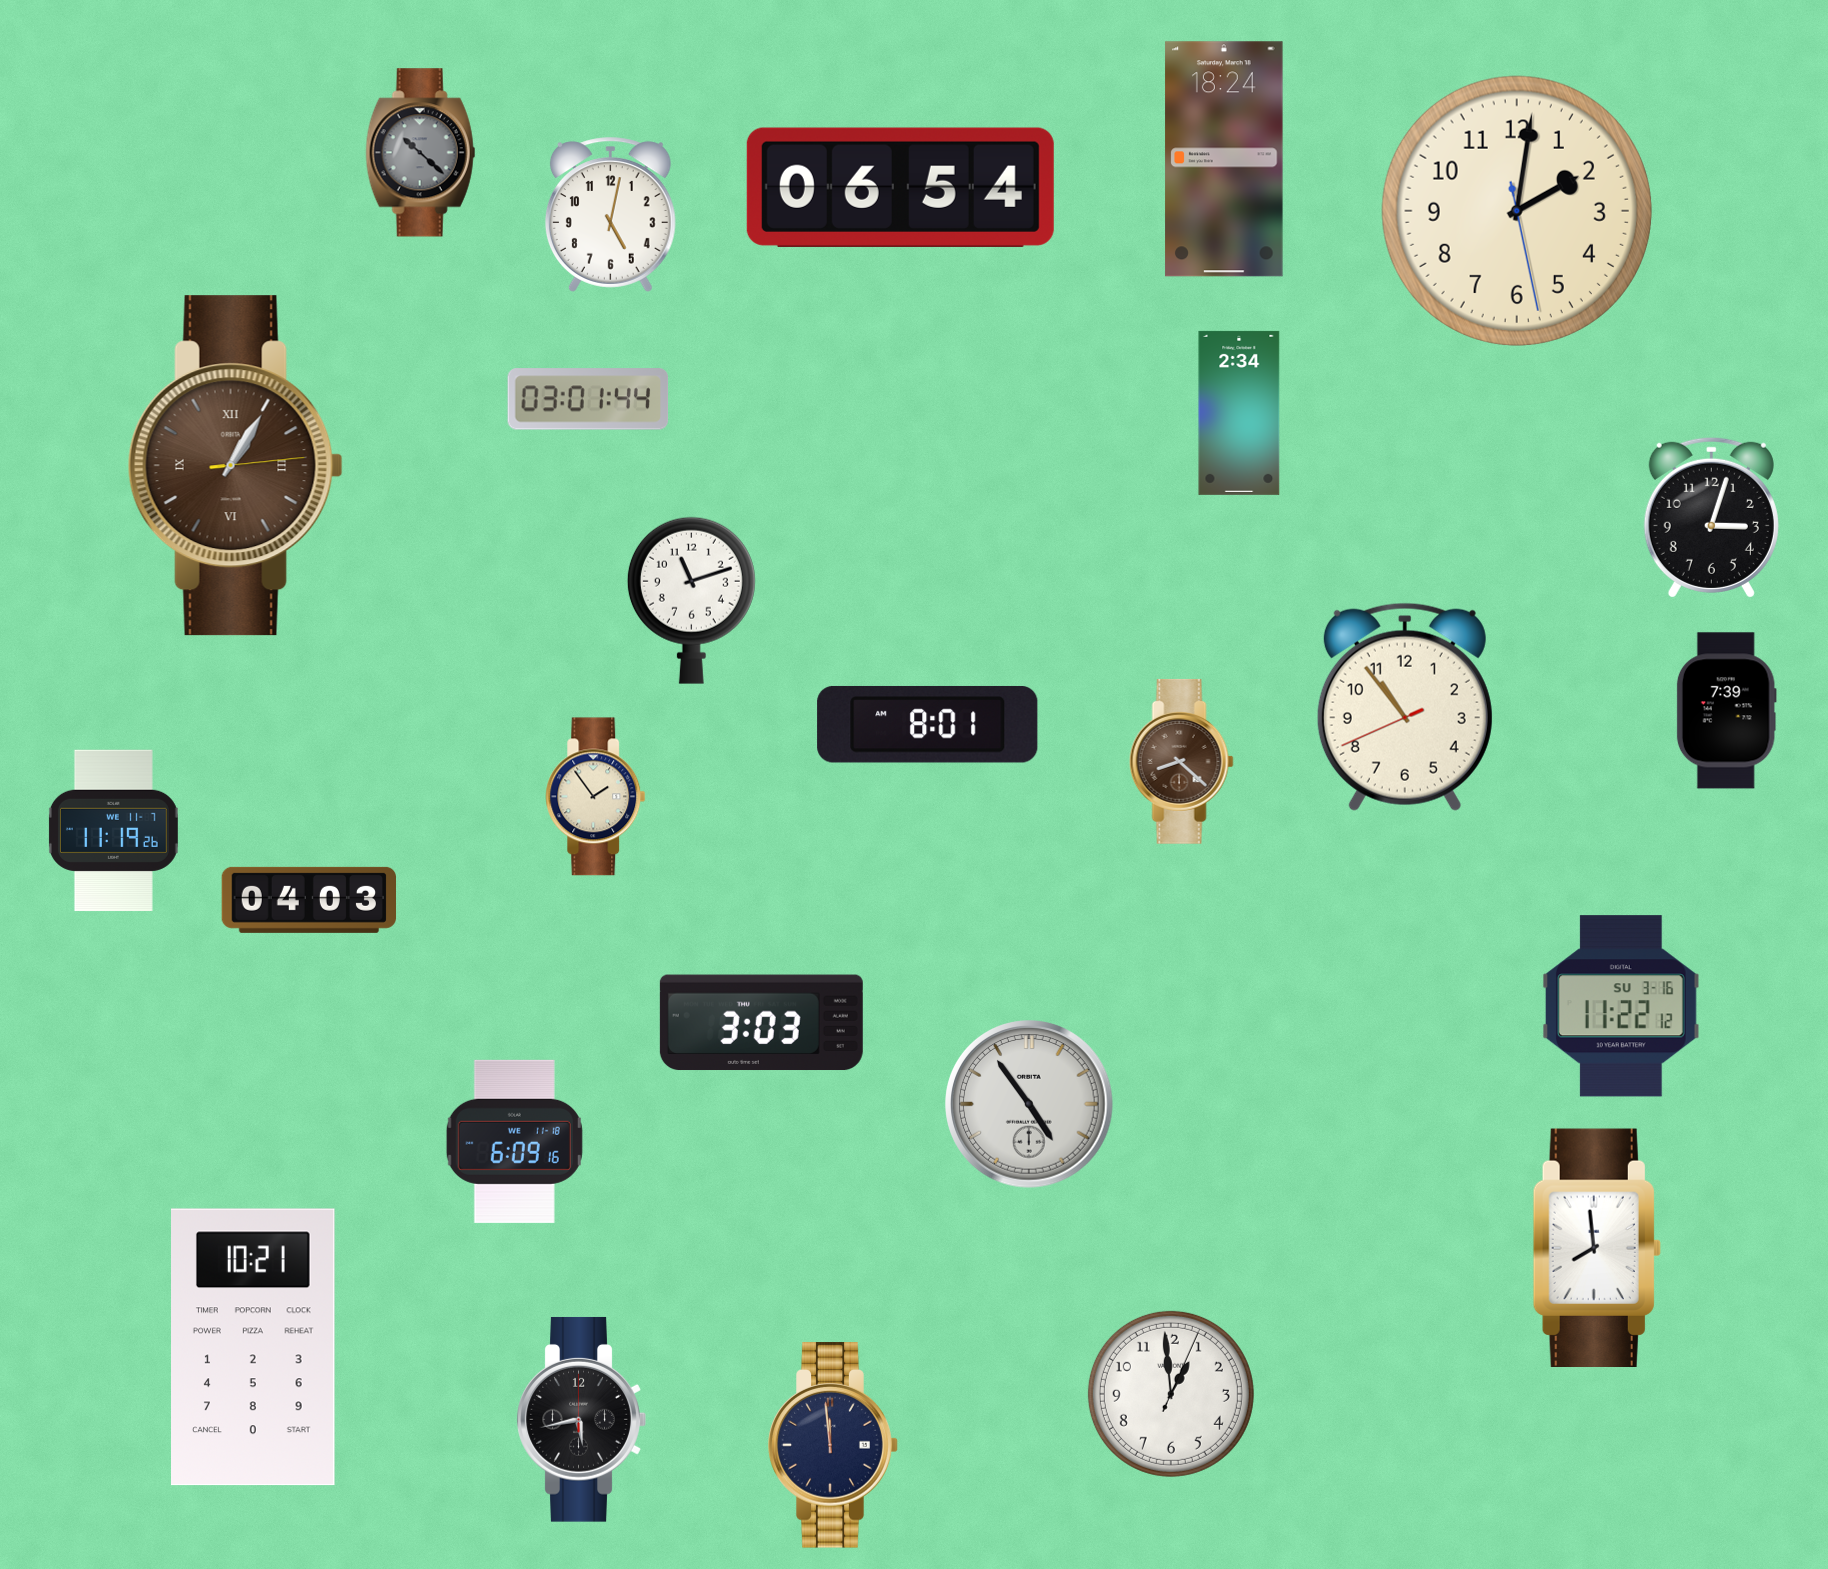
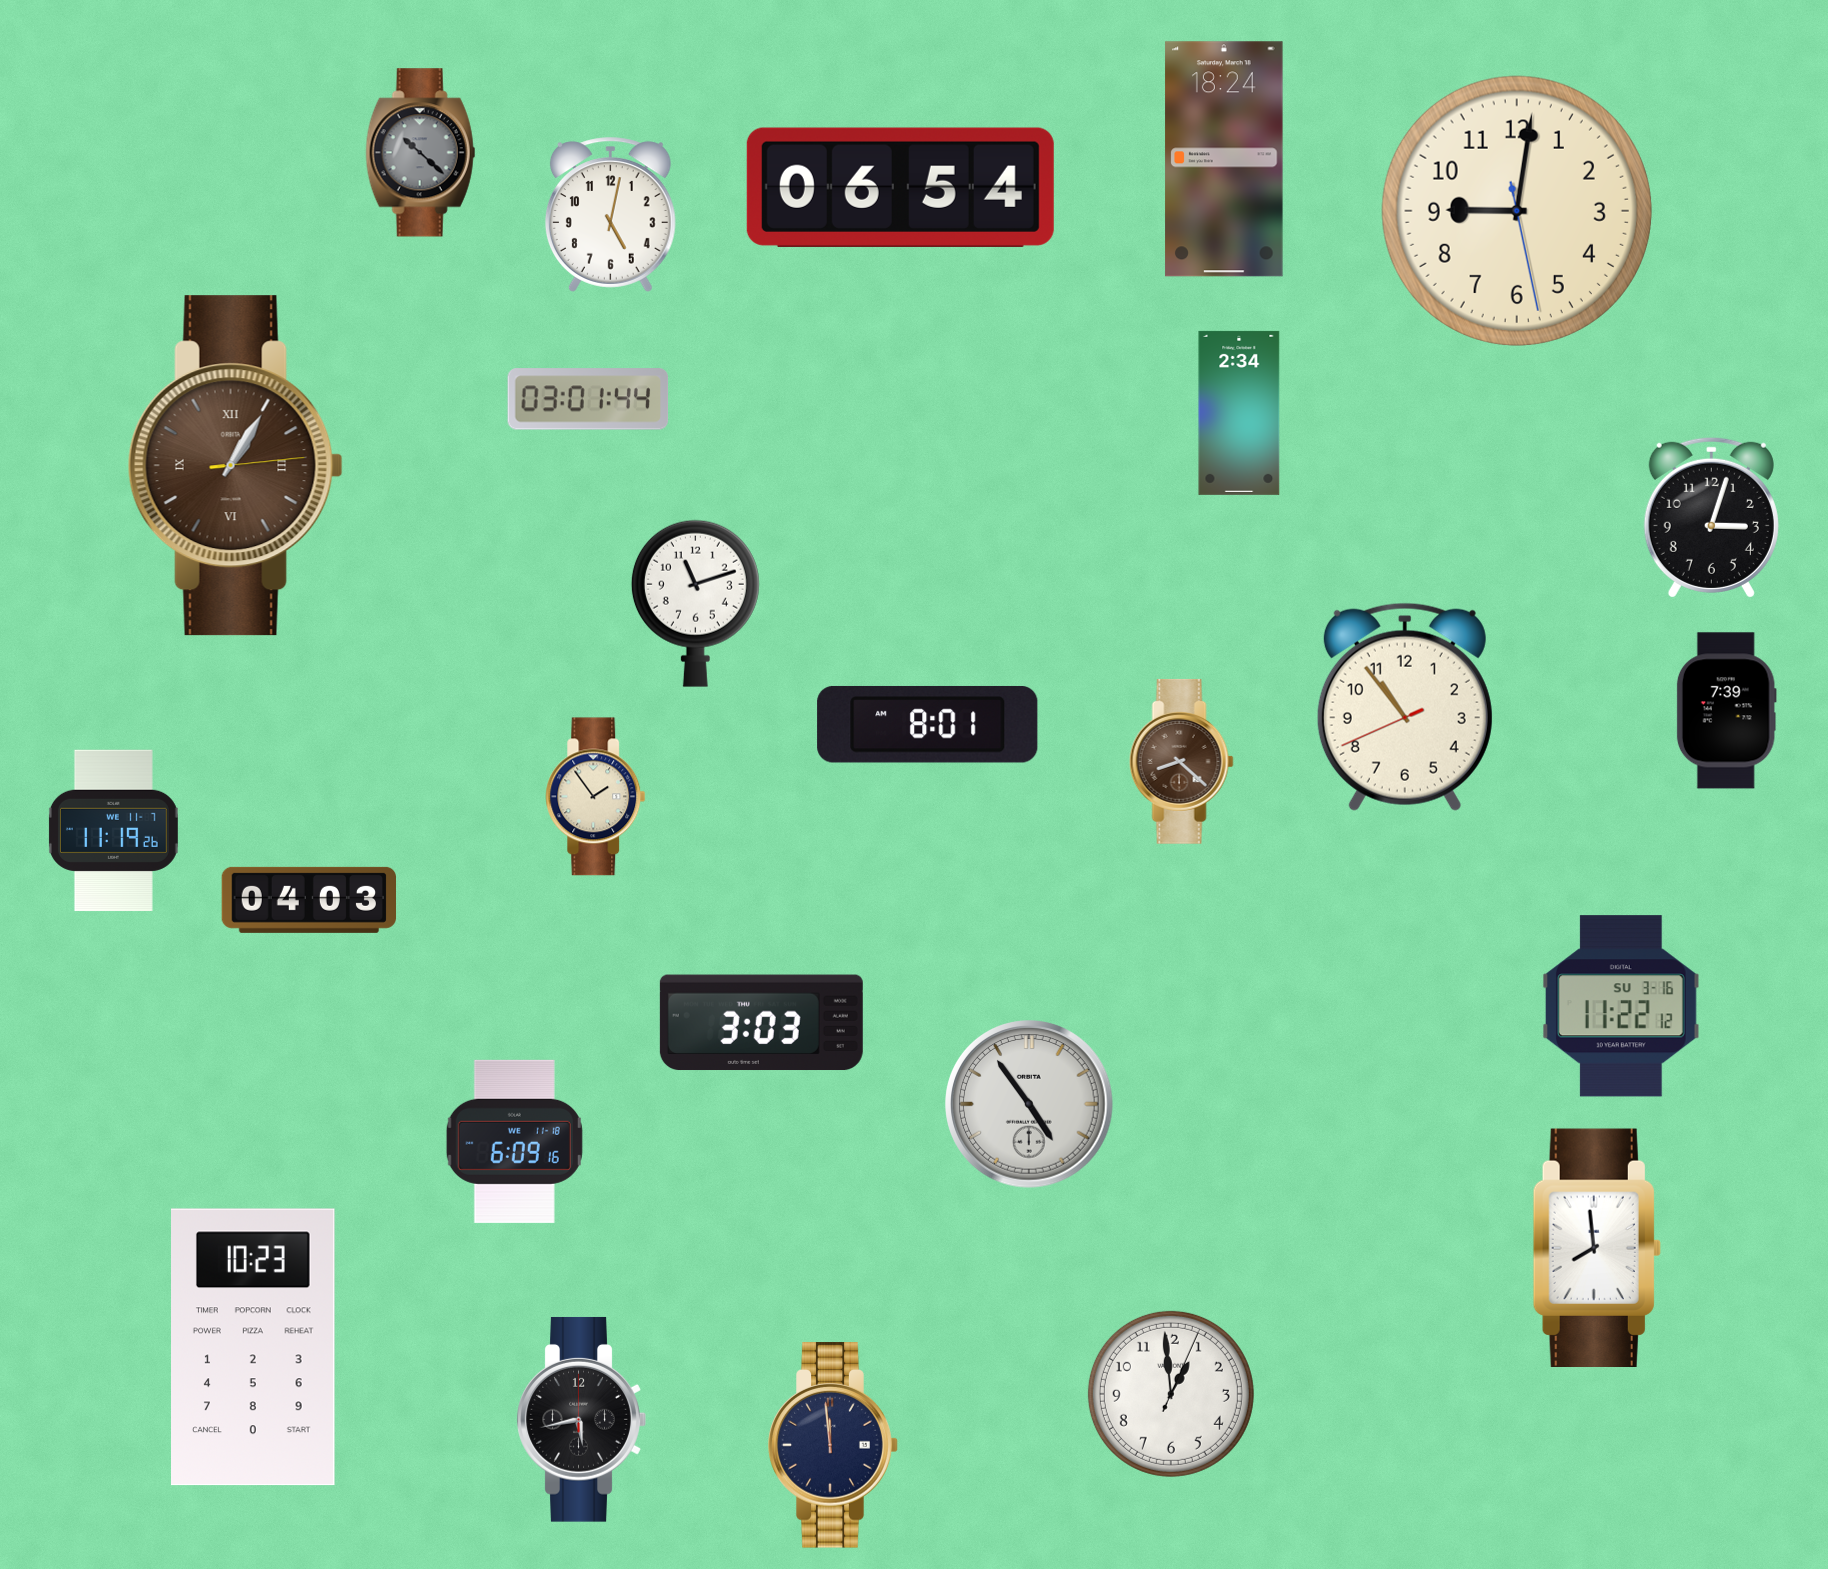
clock at (1517, 211): 2:01 -> 9:01
clock at (691, 600) position: (691, 600) -> (695, 603)
clock at (253, 1347): 10:21 -> 10:23
